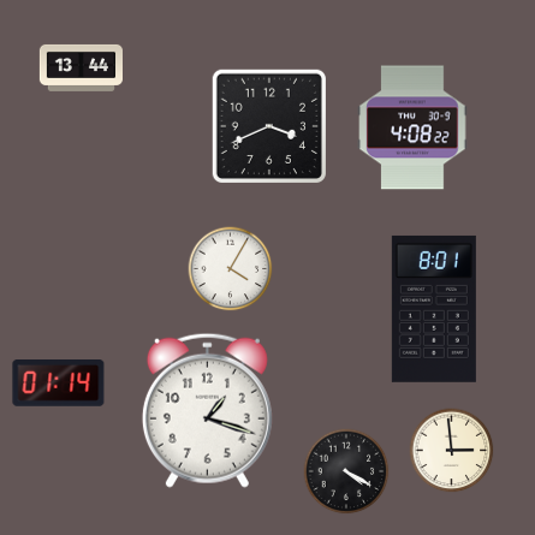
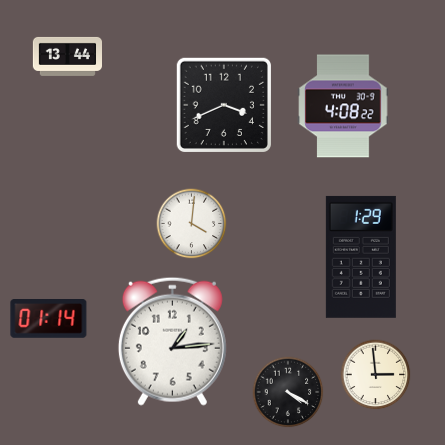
clock at (231, 269): 4:05 -> 4:01
clock at (434, 309): 8:01 -> 1:29
clock at (207, 410): 1:18 -> 1:14
